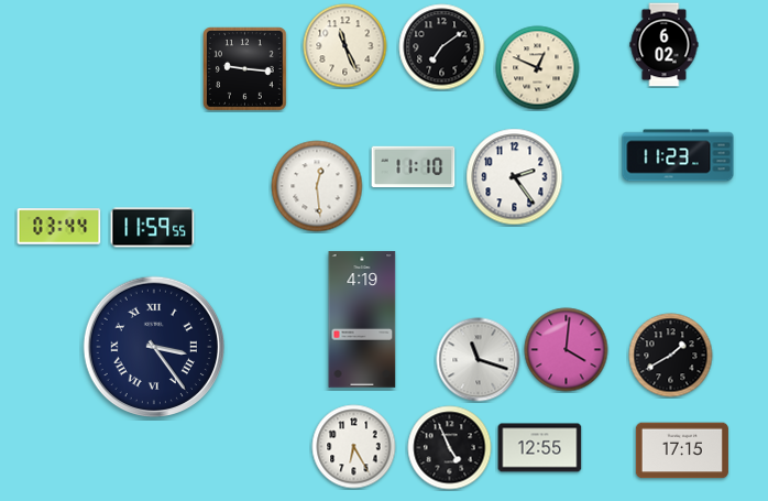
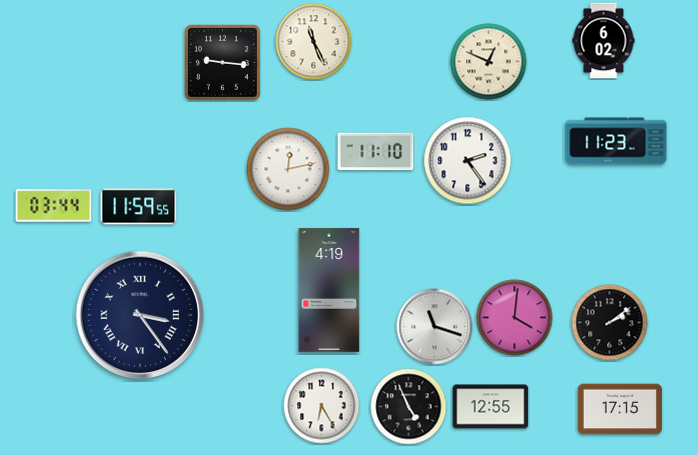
clock at (442, 47): 7:09 -> none
clock at (317, 186): 12:29 -> 12:13
clock at (671, 356): 1:40 -> 2:09
